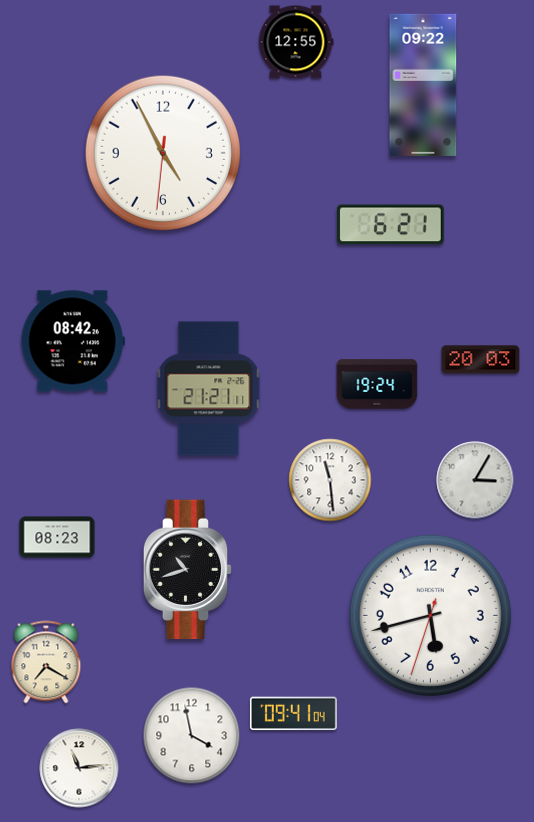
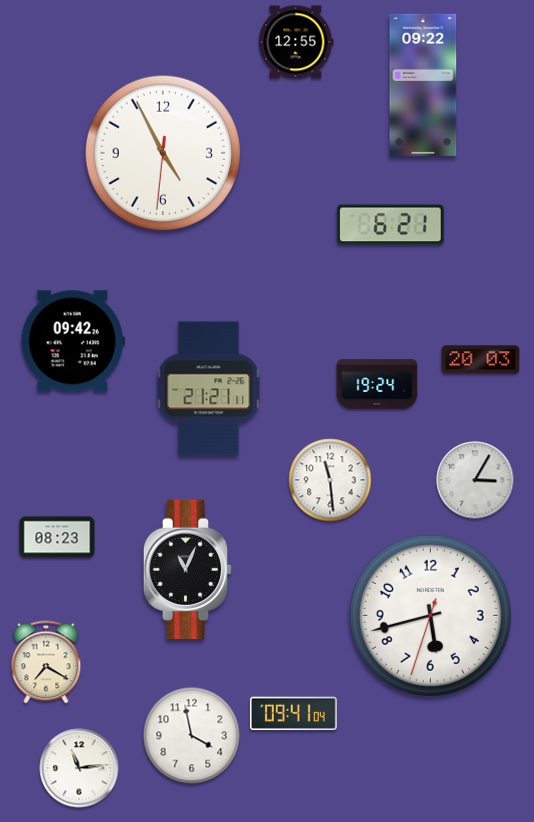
clock at (73, 341): 08:42 -> 09:42
clock at (188, 570): 10:42 -> 11:04
